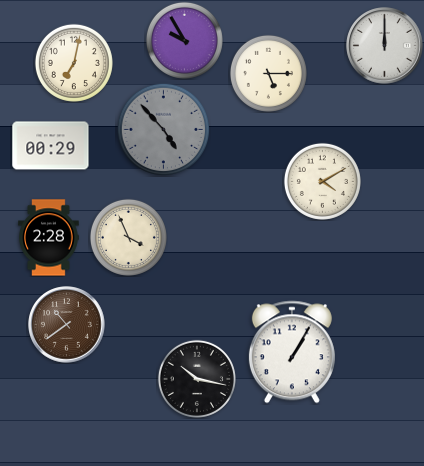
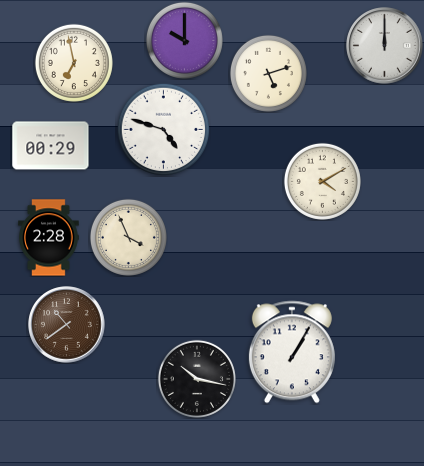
clock at (184, 40): 9:55 -> 10:00
clock at (74, 63): 7:02 -> 6:58
clock at (268, 73): 5:15 -> 5:12
clock at (163, 129): 4:53 -> 4:48
clock at (163, 129) dial: grey -> white
